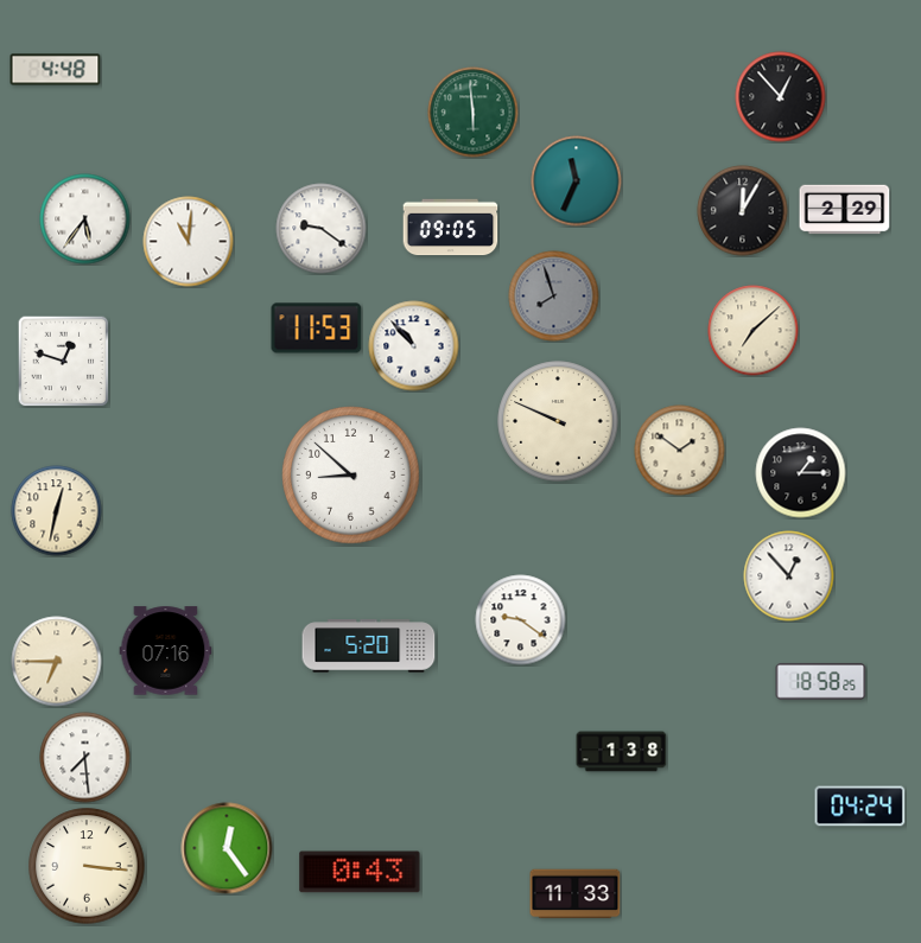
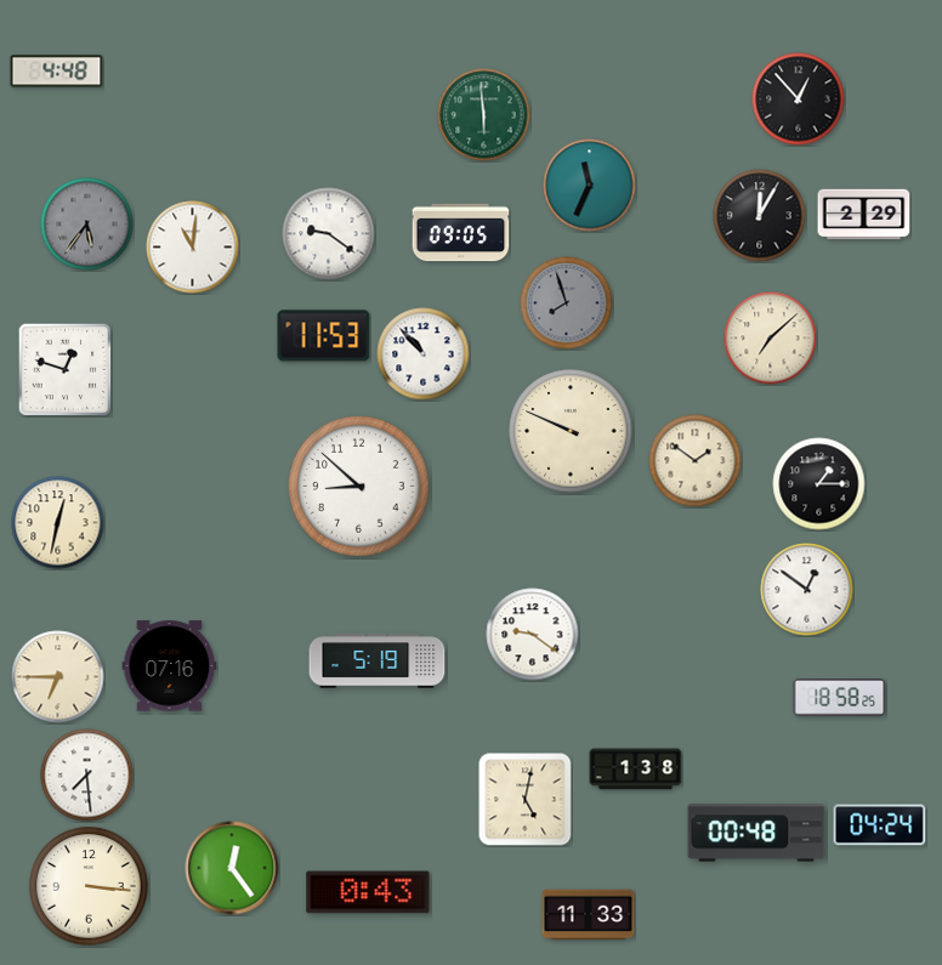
clock at (85, 219) dial: white -> grey
clock at (789, 576): 12:53 -> 12:51
clock at (369, 646): 5:20 -> 5:19
clock at (526, 800): none -> 5:02
clock at (756, 833): none -> 00:48
